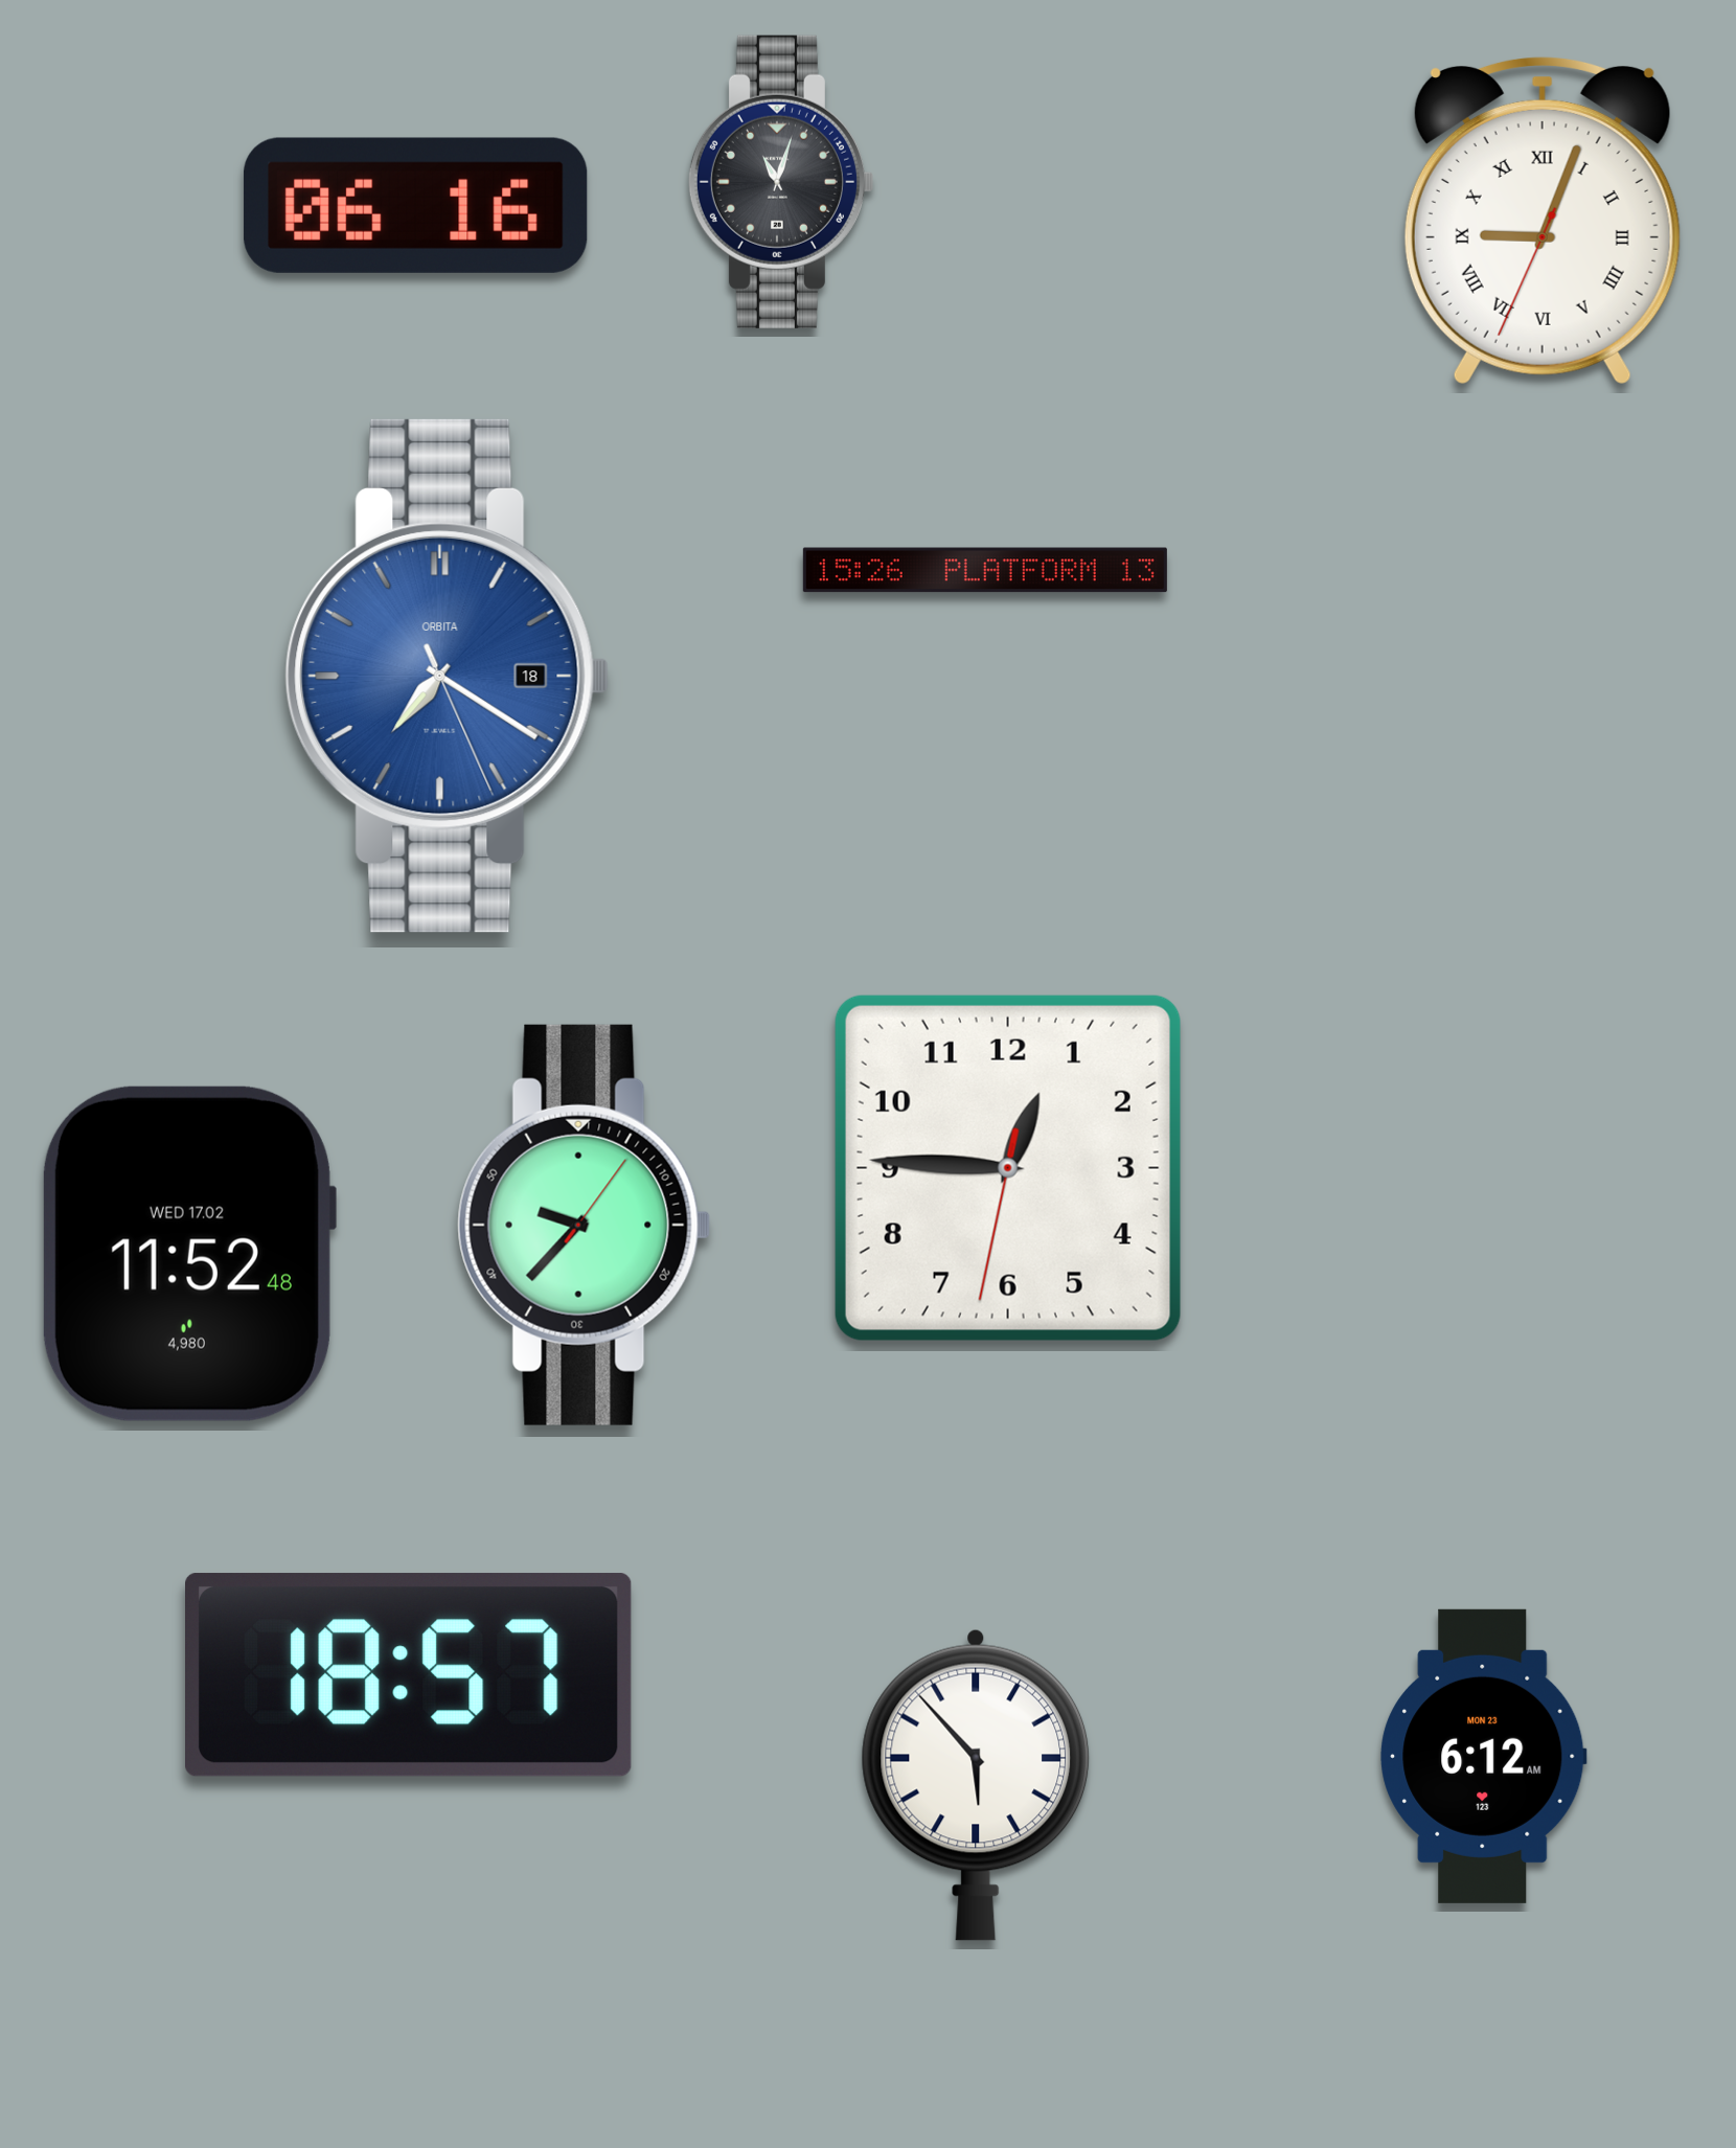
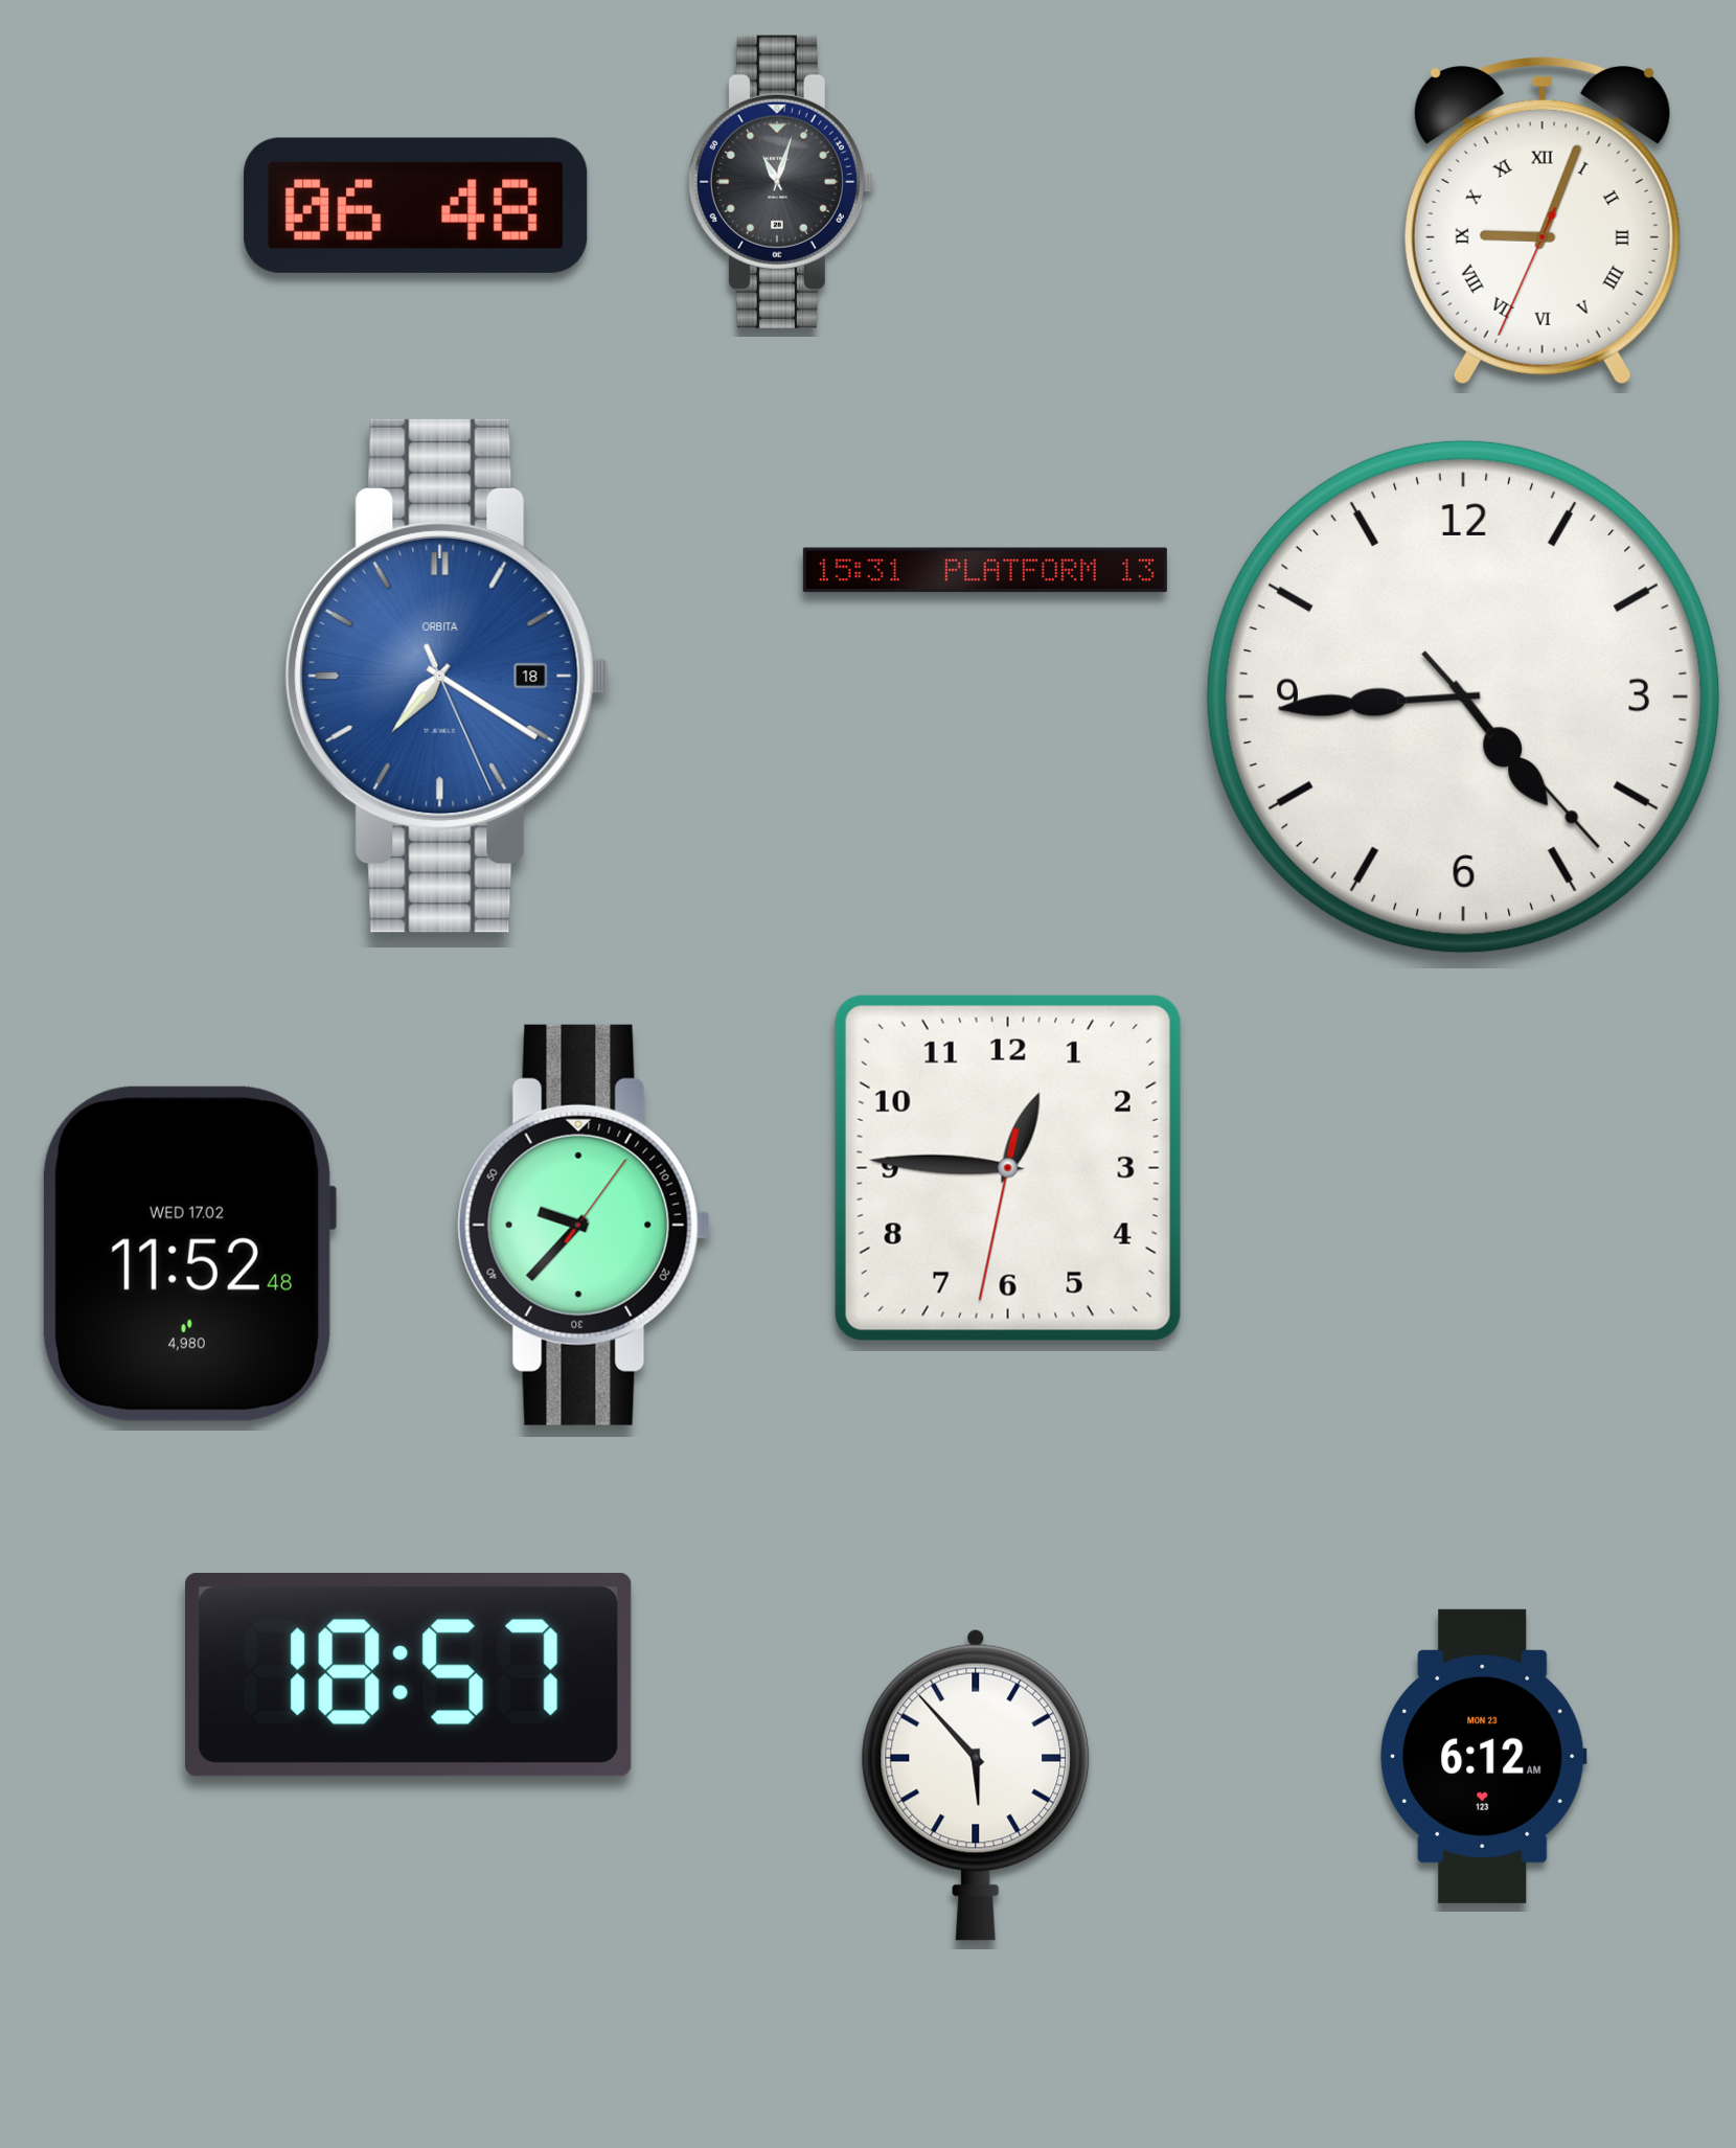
clock at (416, 205): 06:16 -> 06:48
clock at (985, 570): 15:26 -> 15:31
clock at (1463, 696): none -> 4:44
